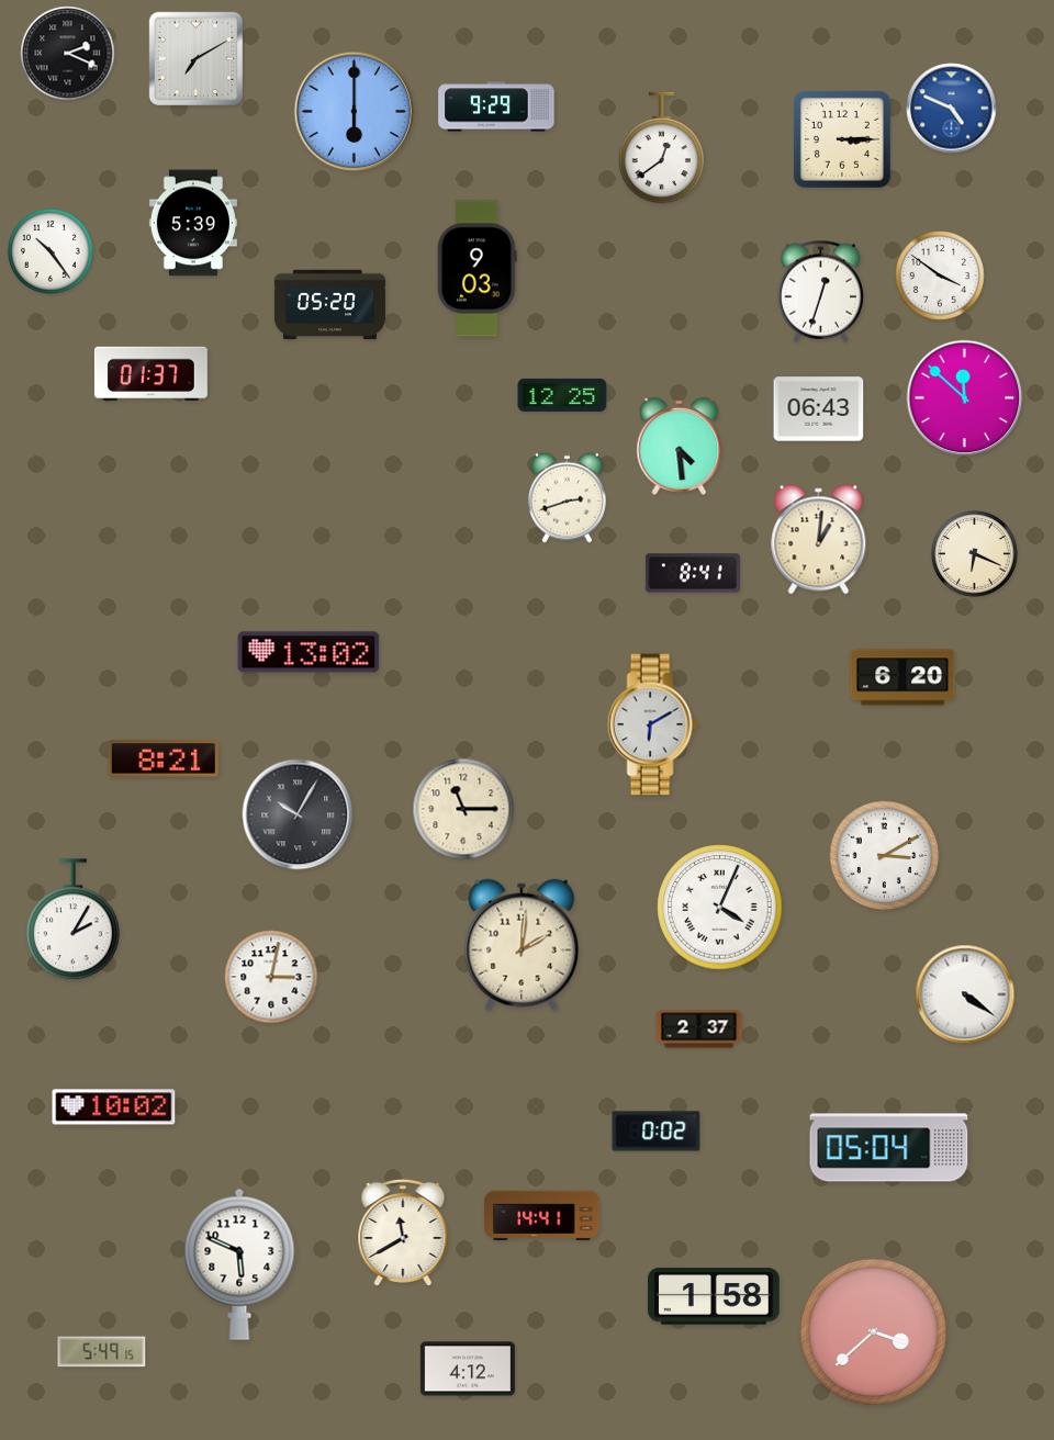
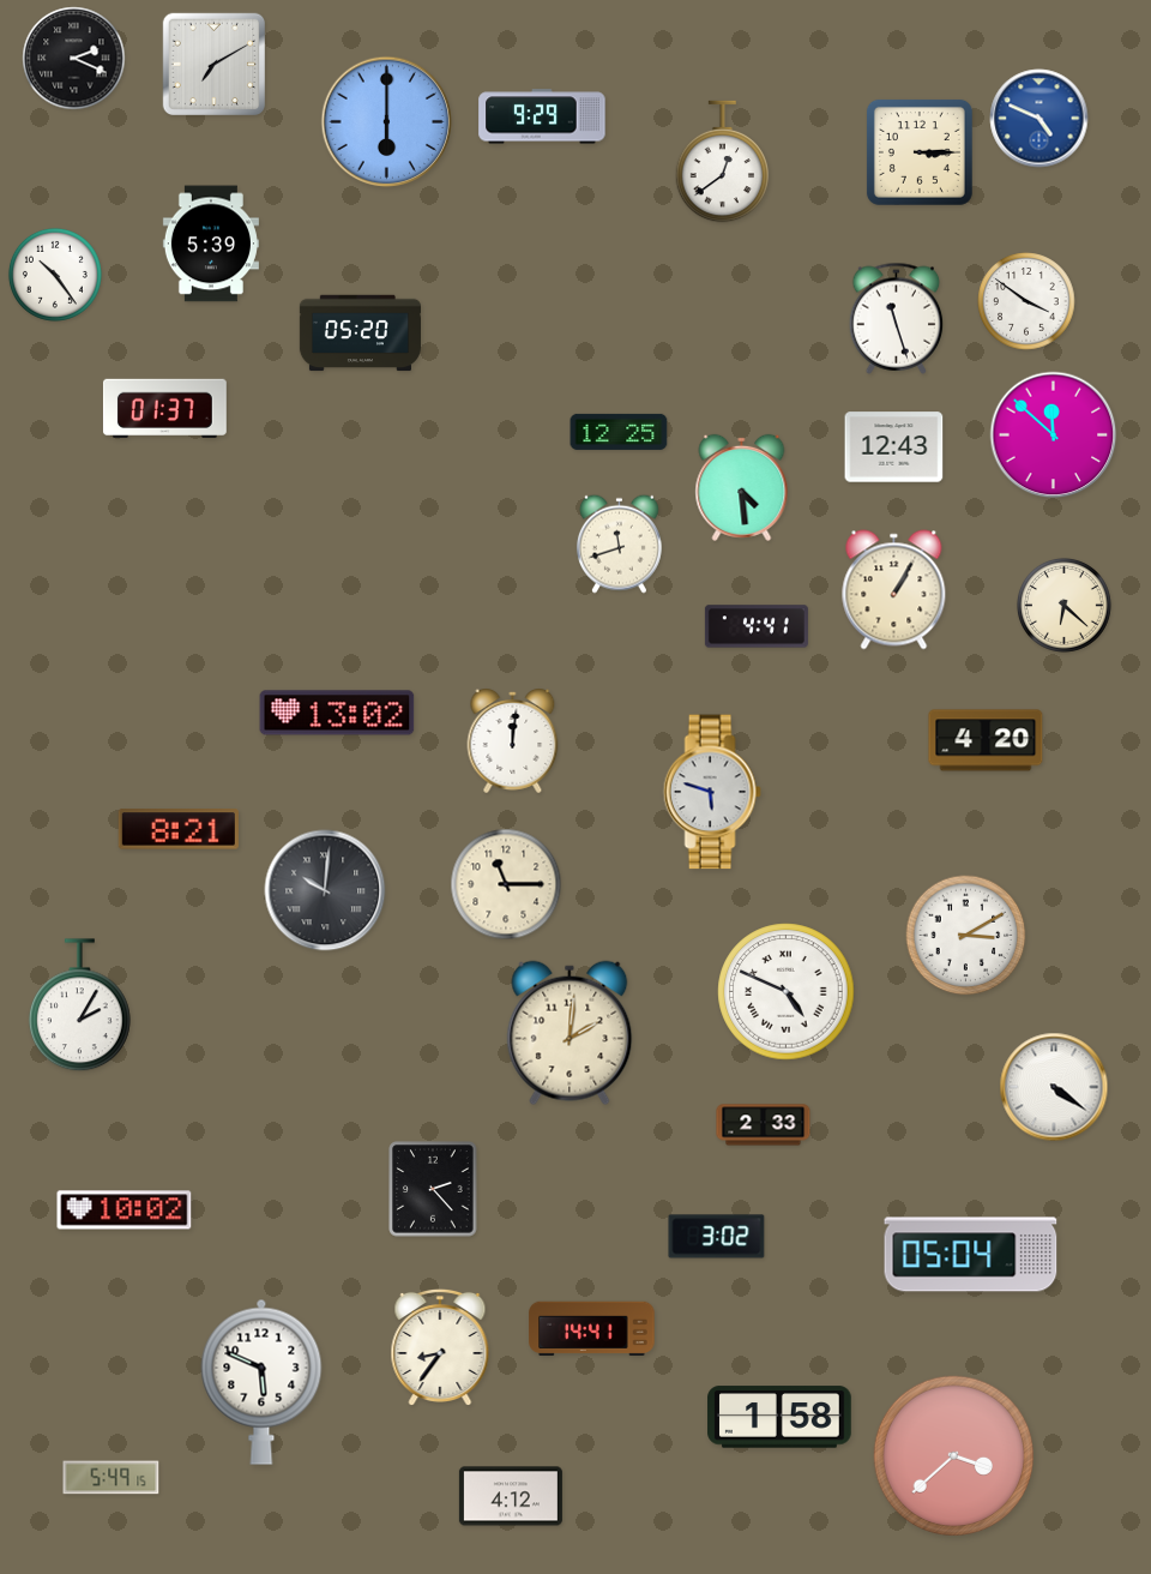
clock at (478, 269): 9:03 -> none
clock at (821, 291): 12:33 -> 11:27
clock at (562, 395) position: (562, 395) -> (619, 432)
clock at (819, 409): 06:43 -> 12:43
clock at (567, 497): 2:42 -> 11:42
clock at (819, 540): 1:01 -> 1:05
clock at (974, 553): 6:19 -> 6:22
clock at (693, 573): 8:41 -> 4:41
clock at (513, 740): none -> 12:01
clock at (902, 677): 6:20 -> 4:20
clock at (652, 724): 6:10 -> 5:48
clock at (298, 814): 10:05 -> 10:01
clock at (720, 908): 4:04 -> 4:49
clock at (271, 977): 3:02 -> none
clock at (699, 1030): 2:37 -> 2:33
clock at (433, 1189): none -> 2:23
clock at (657, 1132): 0:02 -> 3:02
clock at (403, 1233): 11:40 -> 8:36
